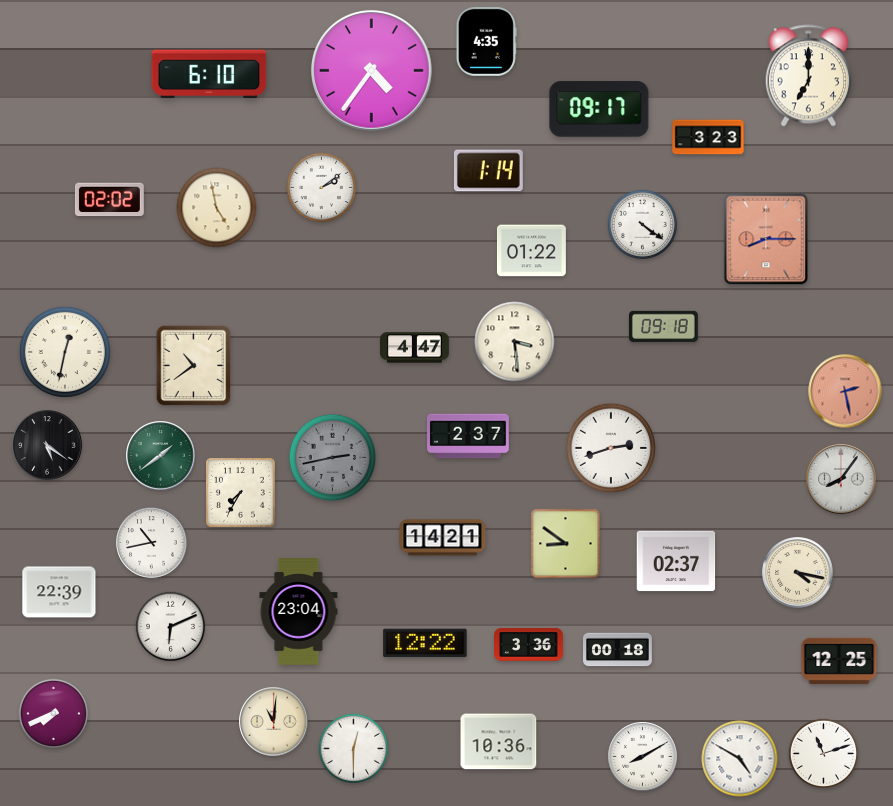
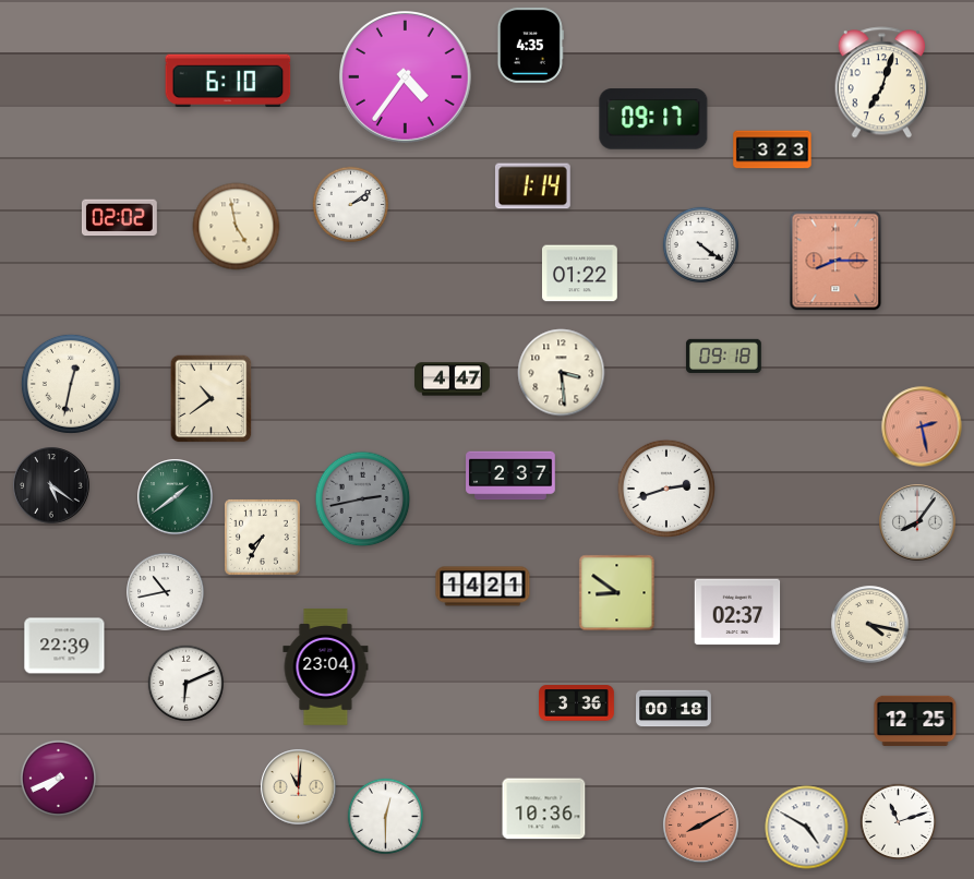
clock at (808, 76): 7:00 -> 7:03
clock at (425, 643): 12:22 -> none
clock at (643, 757) dial: white -> salmon
